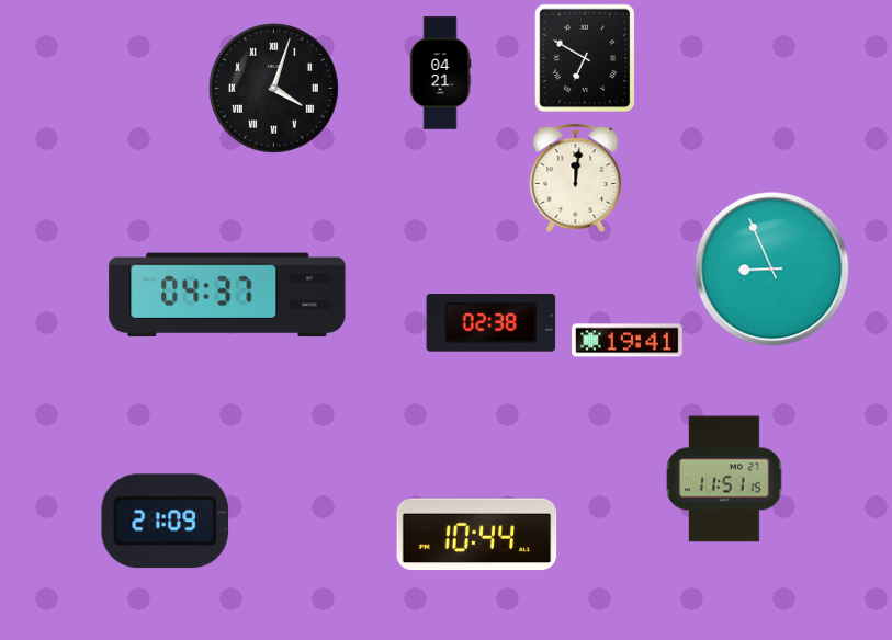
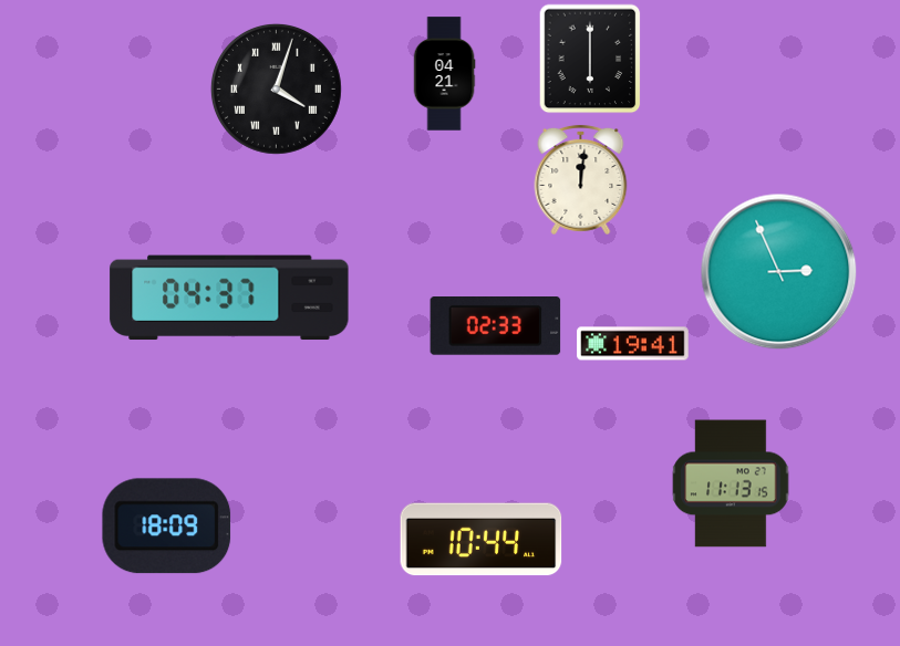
clock at (585, 58): 6:50 -> 6:00
clock at (772, 270): 8:56 -> 2:56
clock at (492, 323): 02:38 -> 02:33
clock at (724, 479): 11:51 -> 11:13
clock at (166, 522): 21:09 -> 18:09
